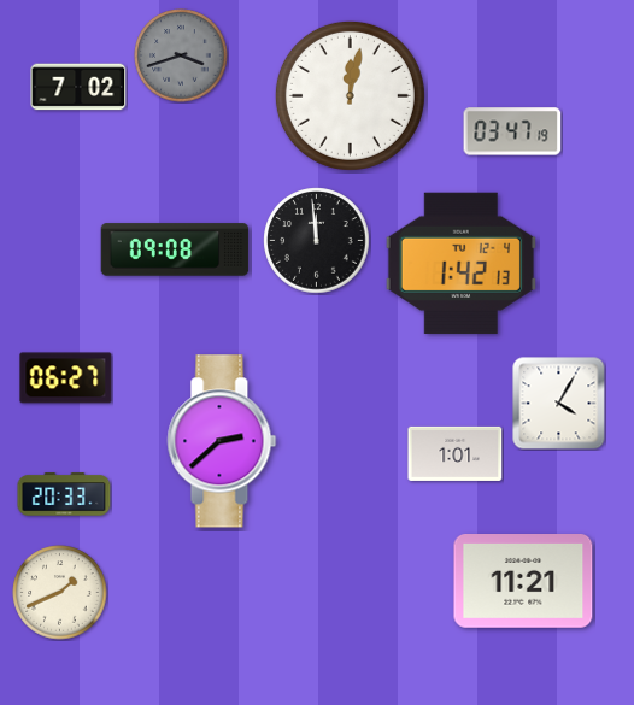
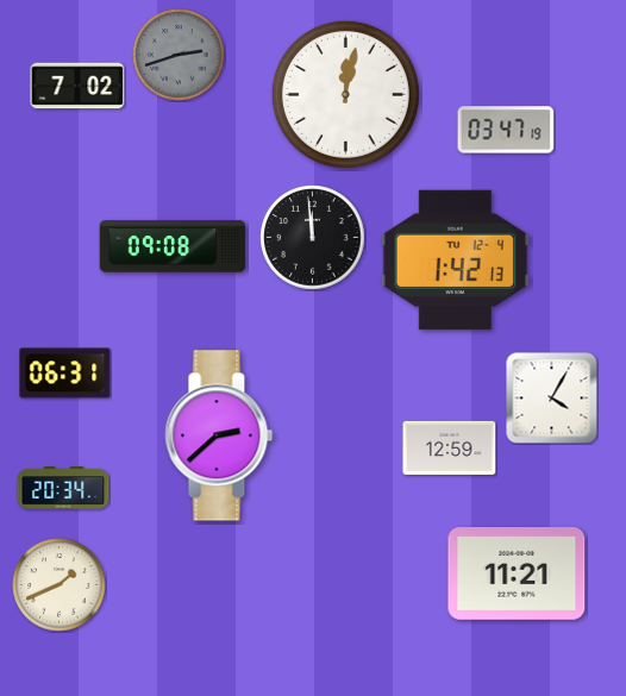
clock at (181, 55): 3:42 -> 2:42
clock at (66, 378): 06:27 -> 06:31
clock at (456, 453): 1:01 -> 12:59
clock at (64, 494): 20:33 -> 20:34
